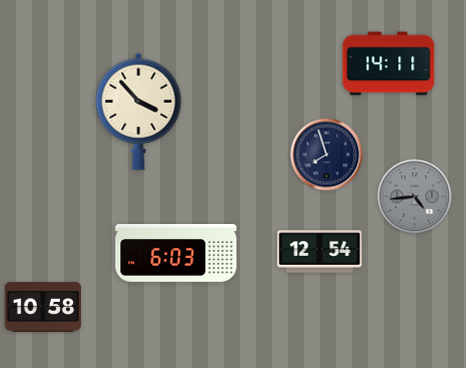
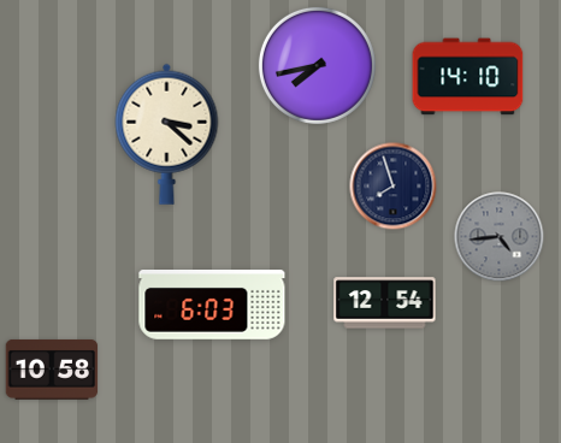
clock at (317, 65): none -> 7:43
clock at (389, 64): 14:11 -> 14:10
clock at (139, 111): 3:53 -> 3:22
